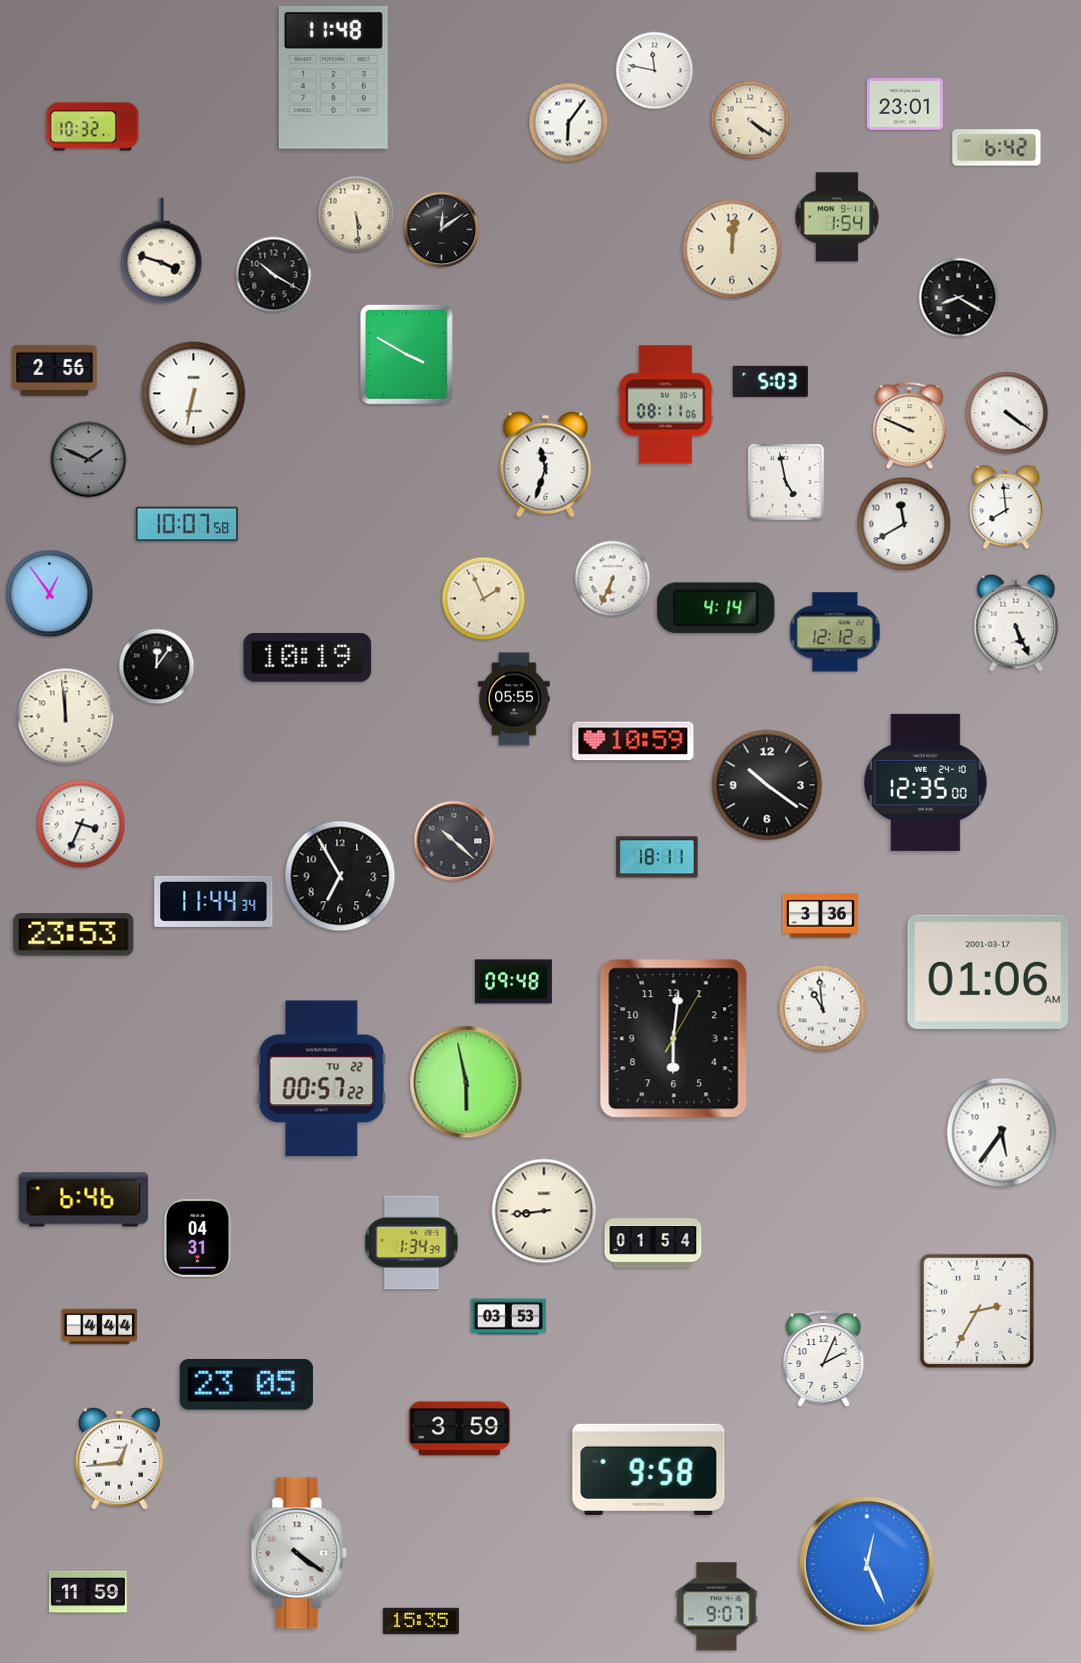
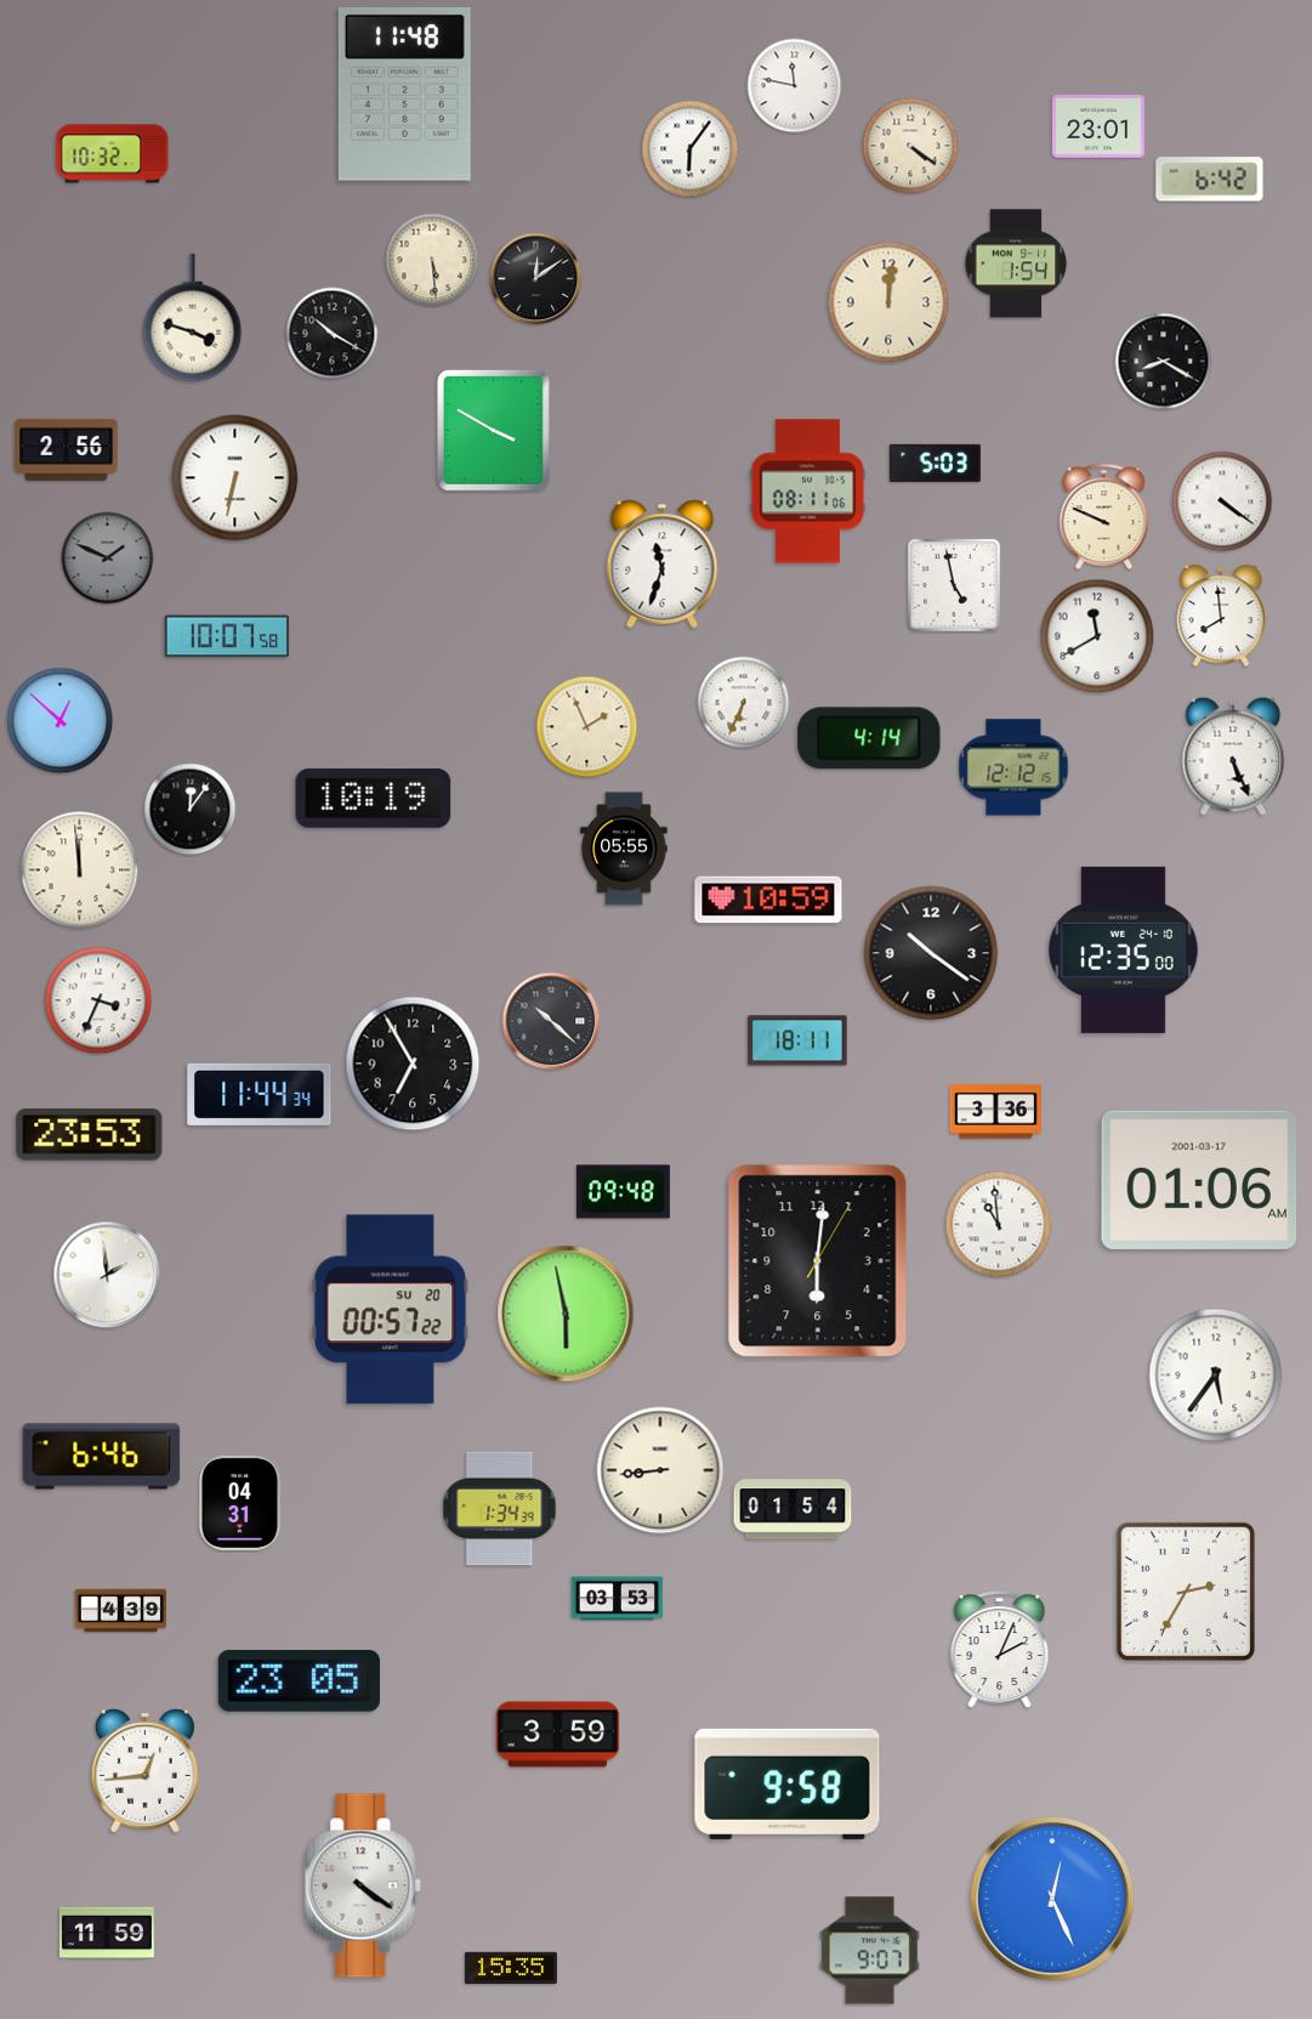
clock at (162, 251) position: (162, 251) -> (193, 318)
clock at (50, 594): 12:54 -> 12:52
clock at (107, 1275): none -> 1:59
clock at (322, 1079) date: TU 22 -> SU 20
clock at (99, 1327): 4:44 -> 4:39
